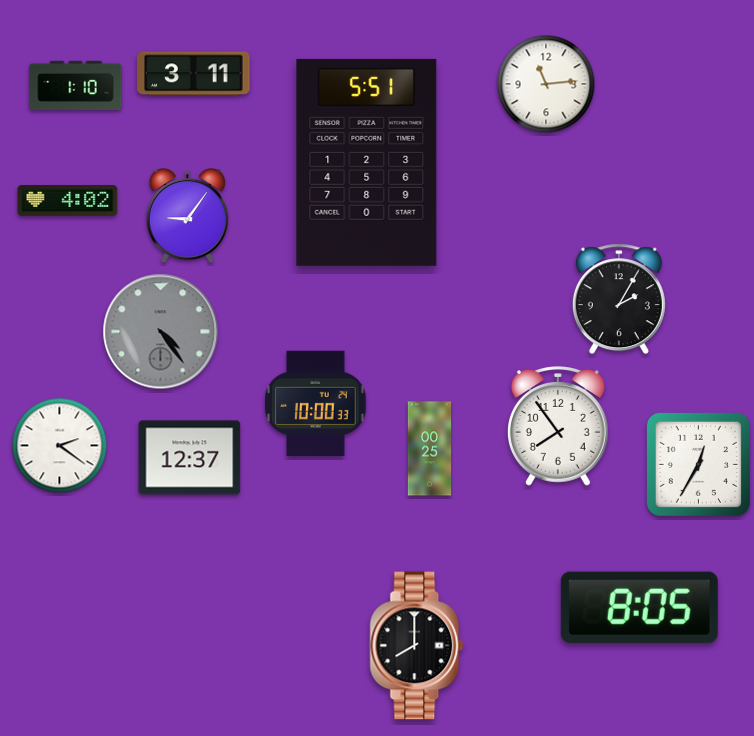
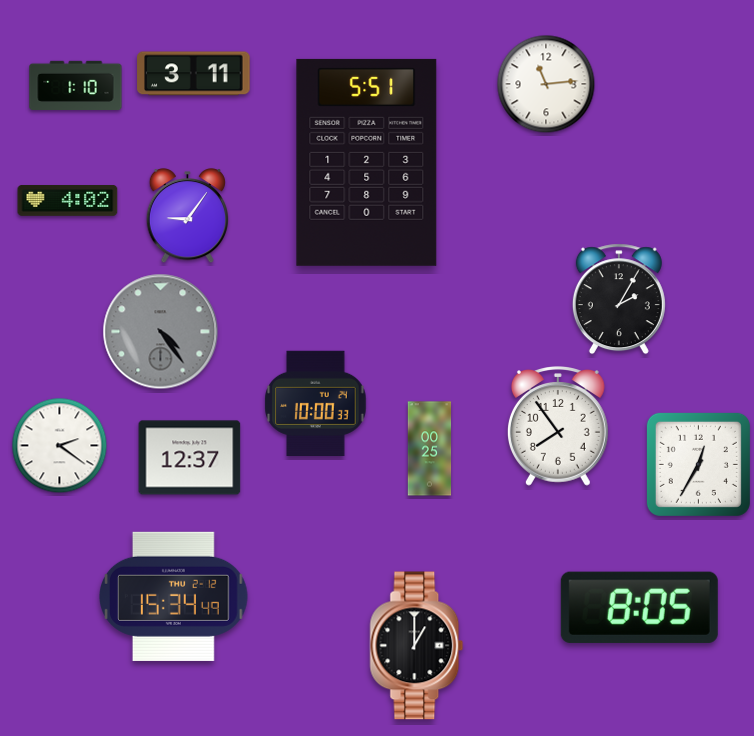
clock at (174, 596): none -> 15:34
clock at (417, 646): 8:00 -> 1:00
